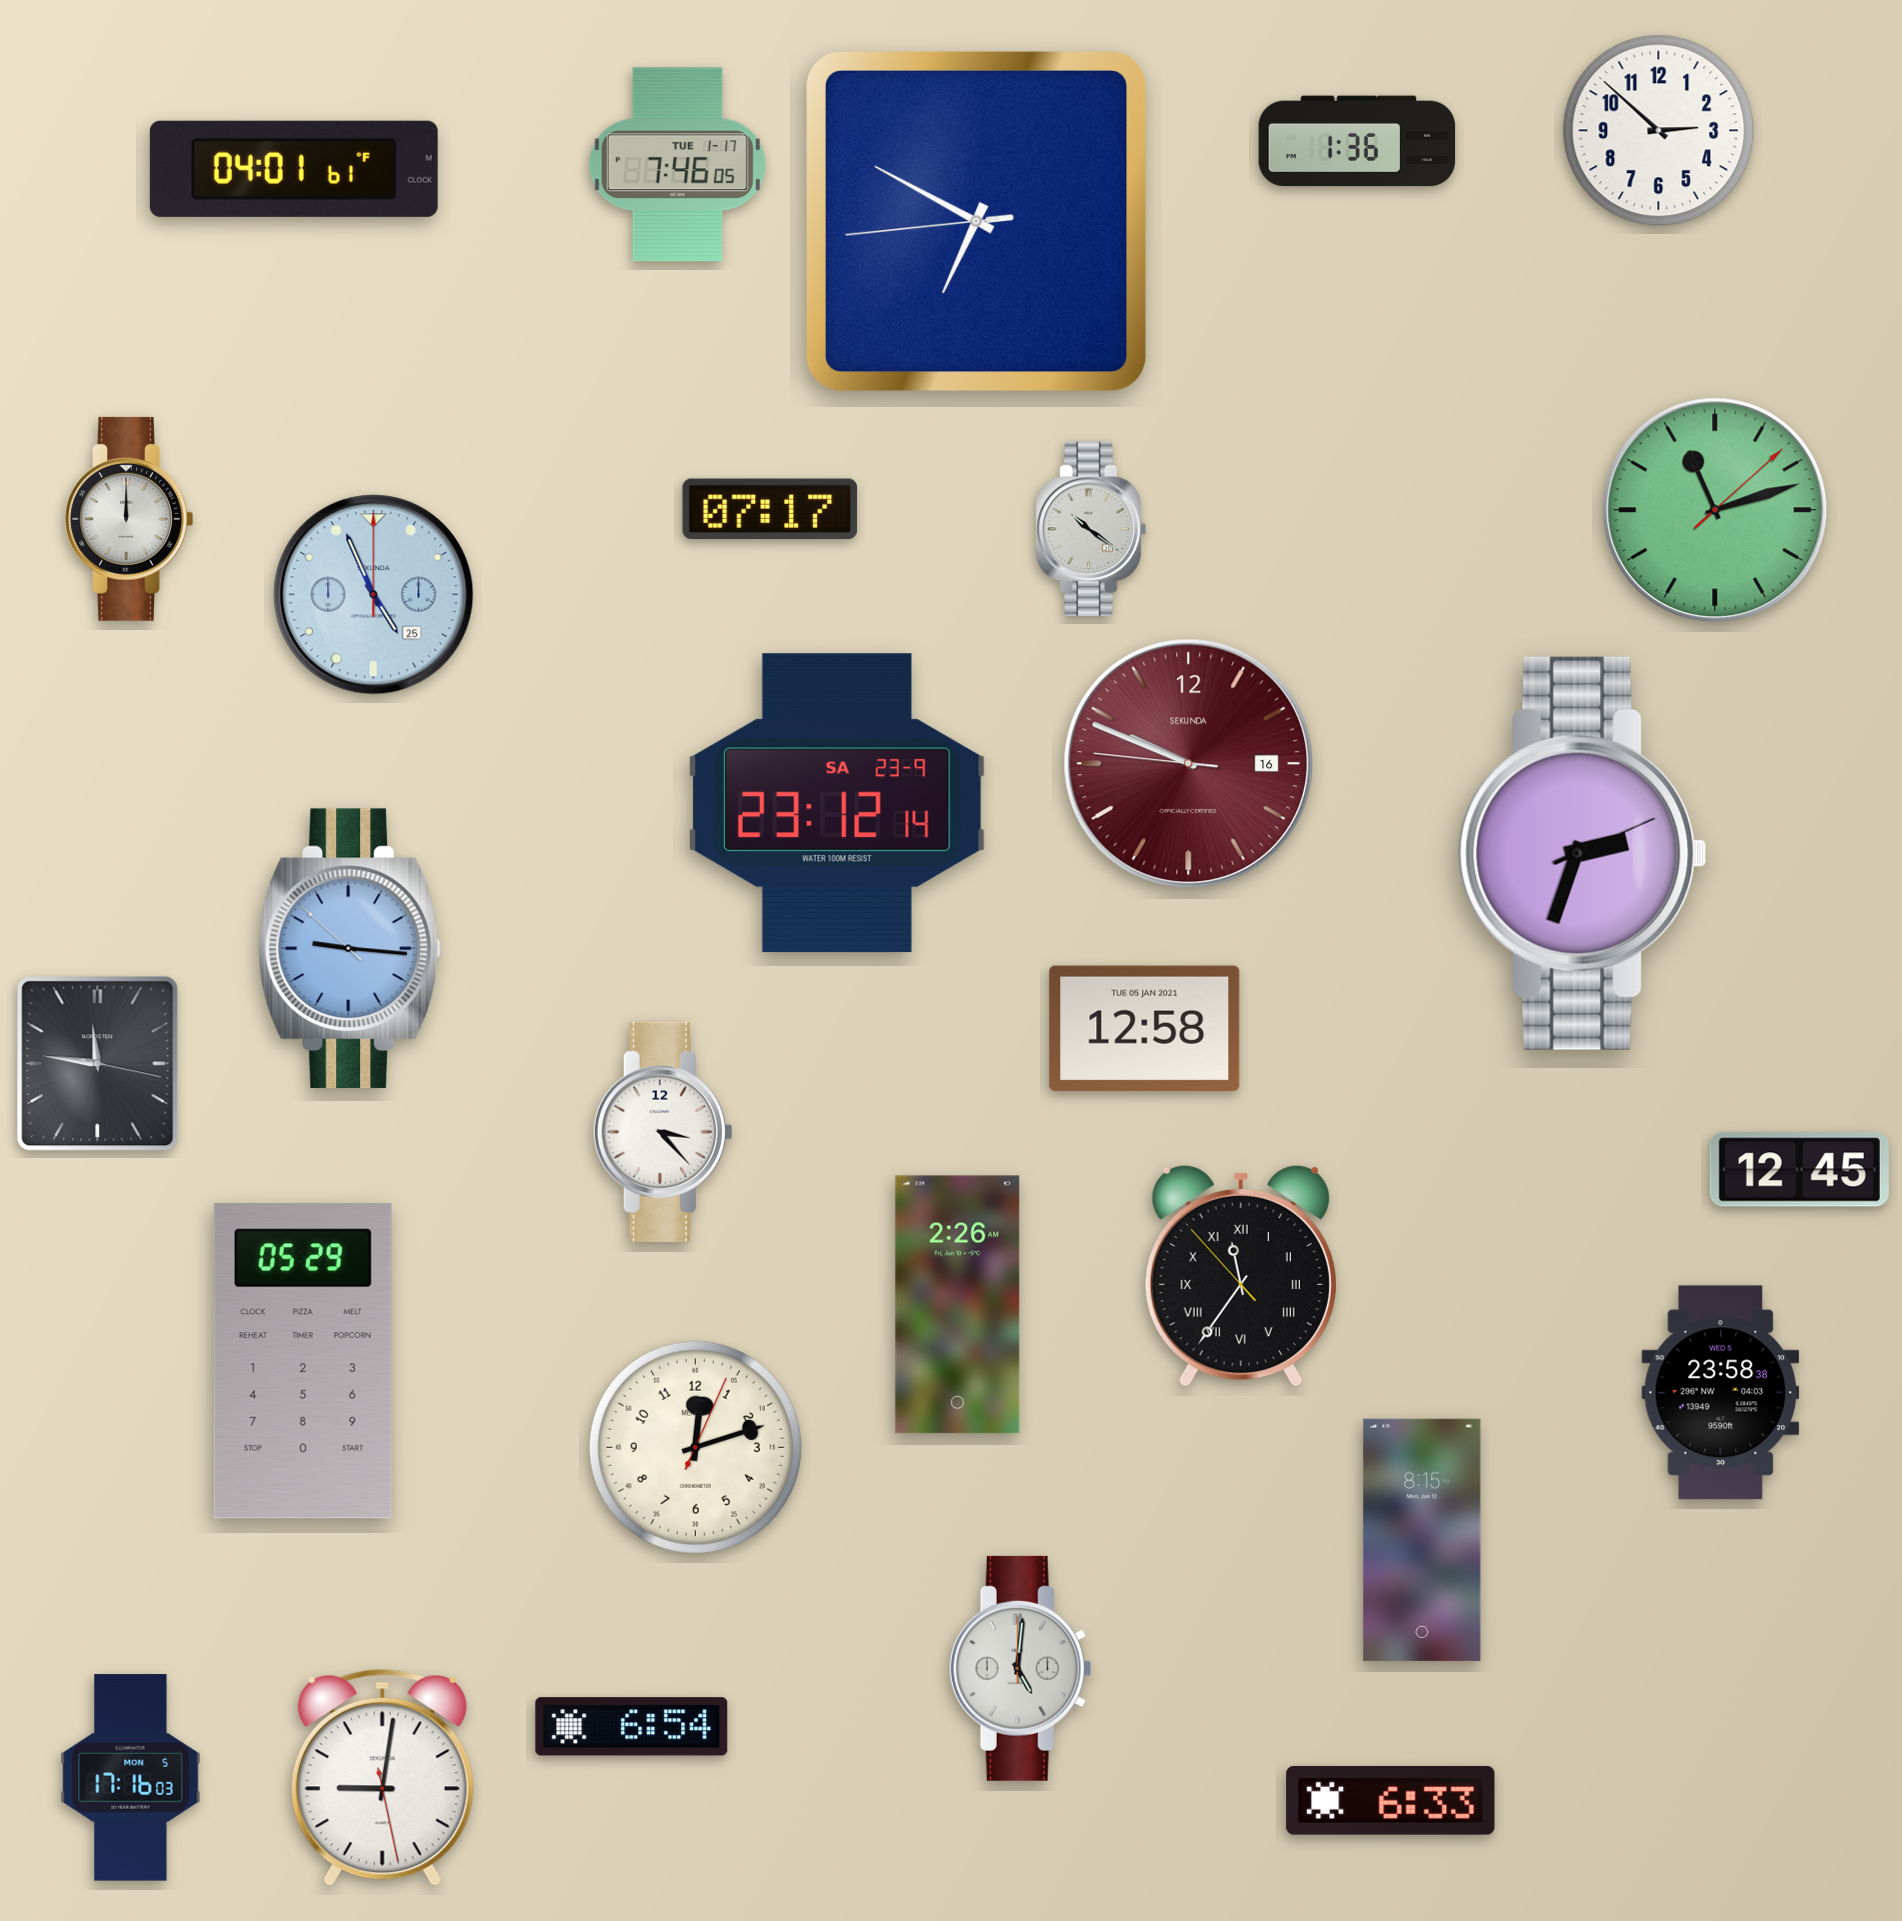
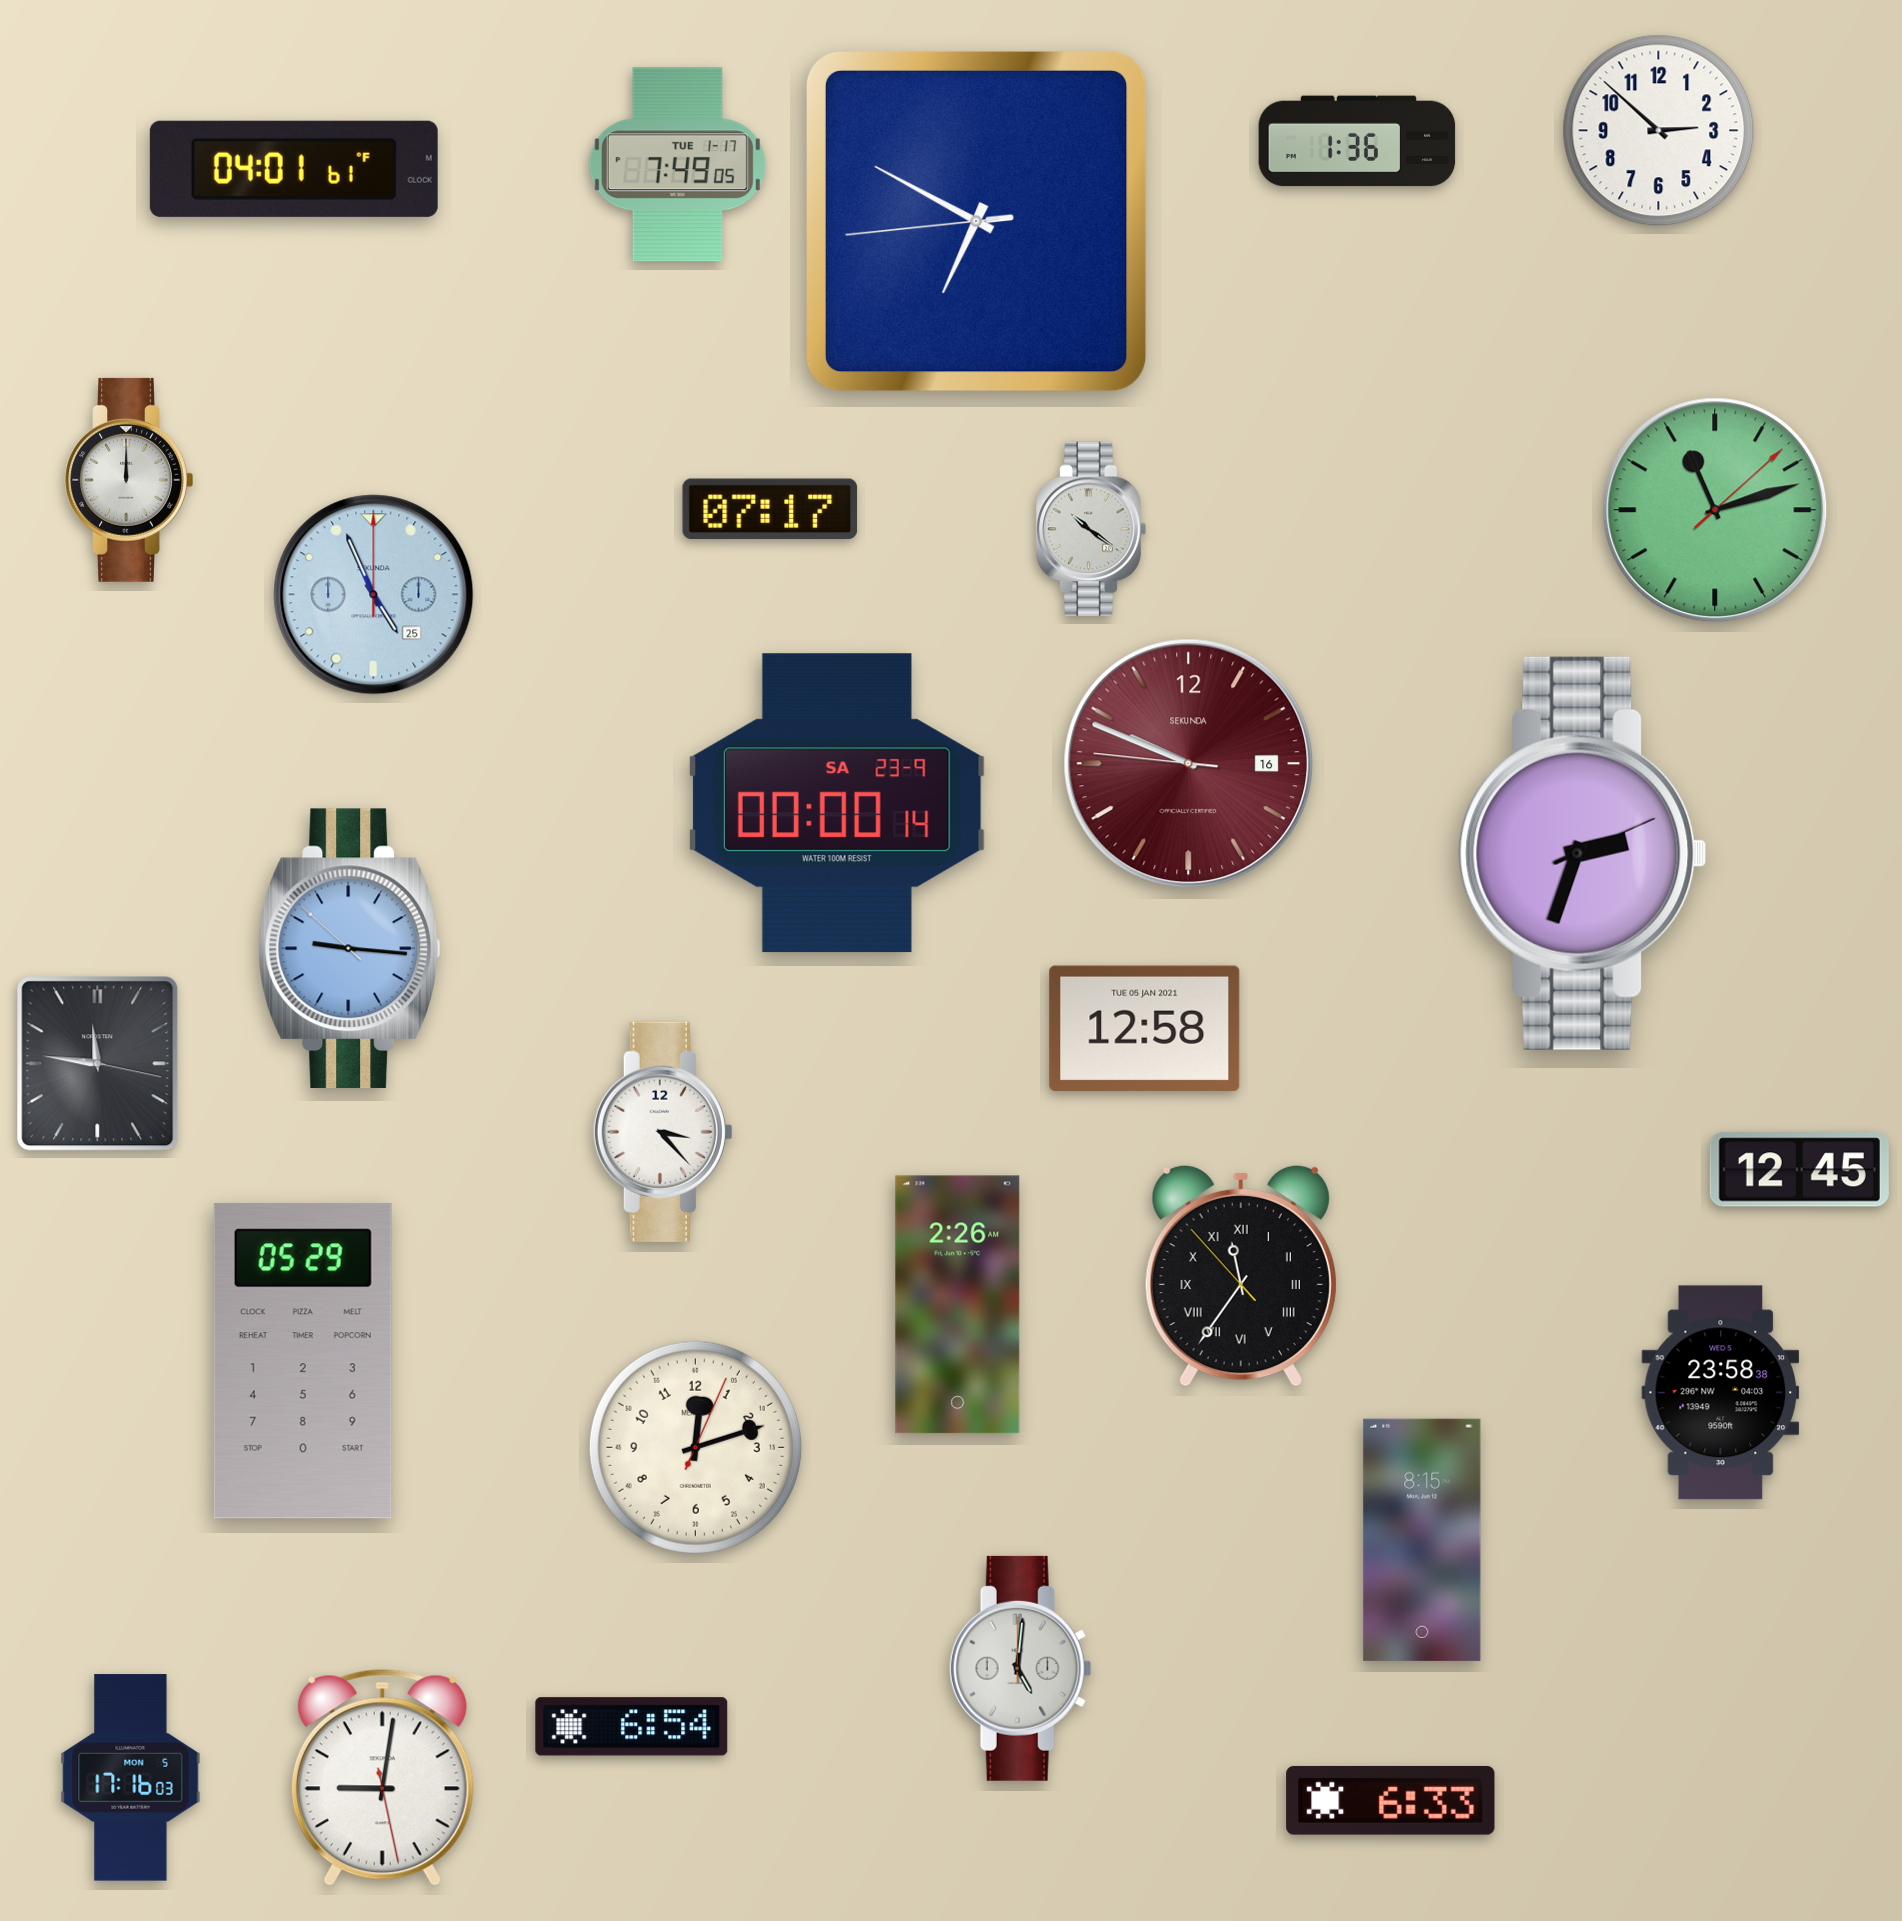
clock at (677, 165): 7:46 -> 7:49
clock at (129, 519) position: (129, 519) -> (129, 480)
clock at (837, 803): 23:12 -> 00:00
